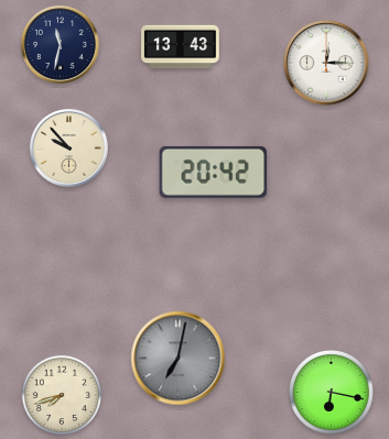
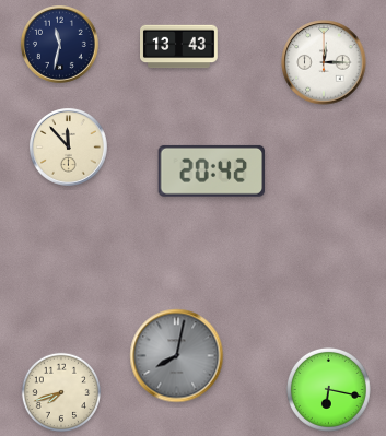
clock at (69, 149): 9:53 -> 11:53
clock at (179, 359): 7:02 -> 8:02
